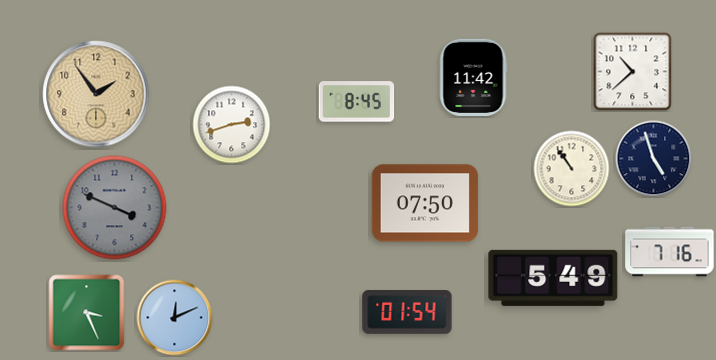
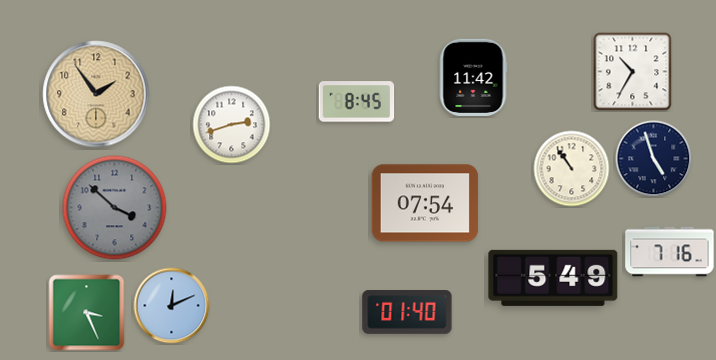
clock at (633, 72): 10:38 -> 10:35
clock at (425, 203): 07:50 -> 07:54
clock at (115, 208): 3:49 -> 3:52
clock at (407, 313): 01:54 -> 01:40
clock at (175, 318) position: (175, 318) -> (172, 306)
